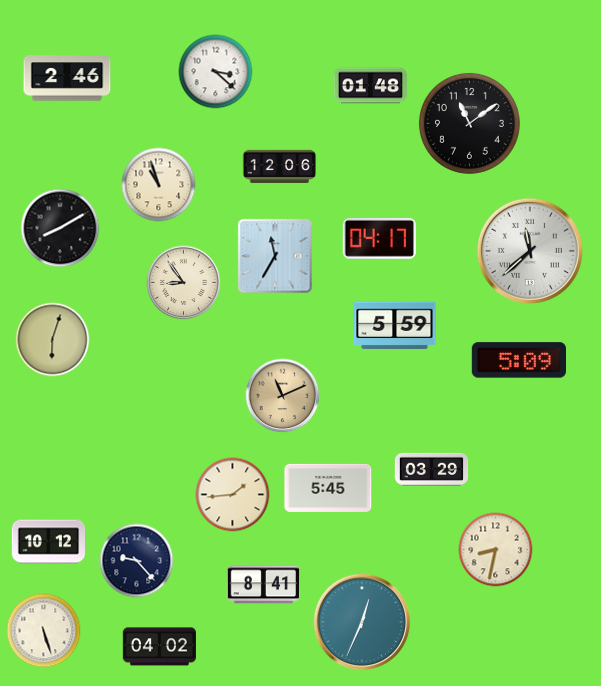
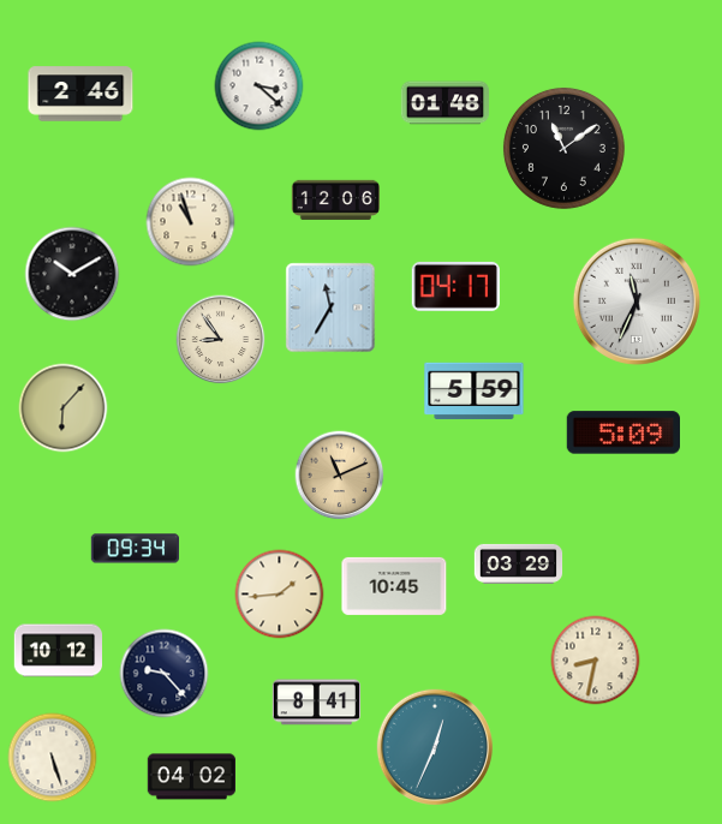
clock at (60, 228): 8:10 -> 10:10
clock at (530, 251): 11:38 -> 11:34
clock at (53, 340): 6:03 -> 6:07
clock at (135, 549): none -> 09:34
clock at (328, 488): 5:45 -> 10:45
